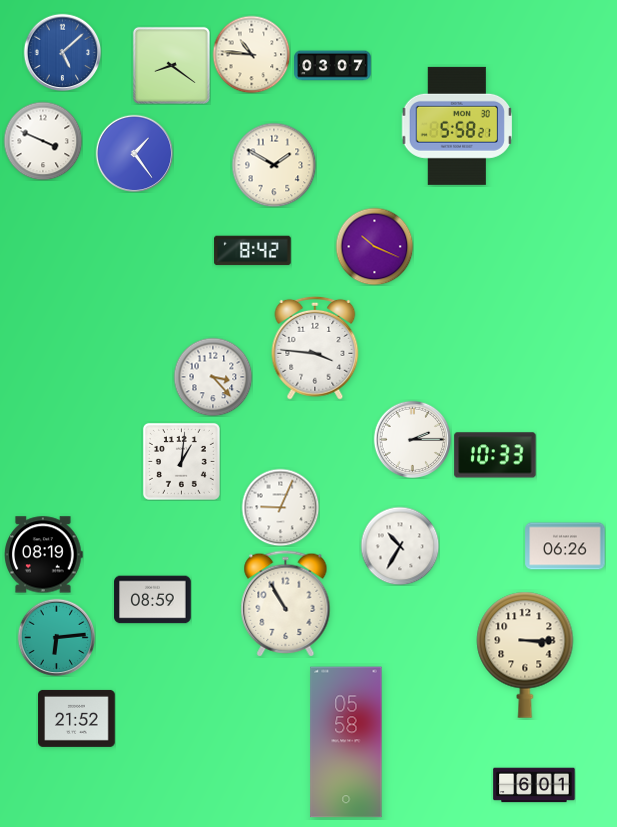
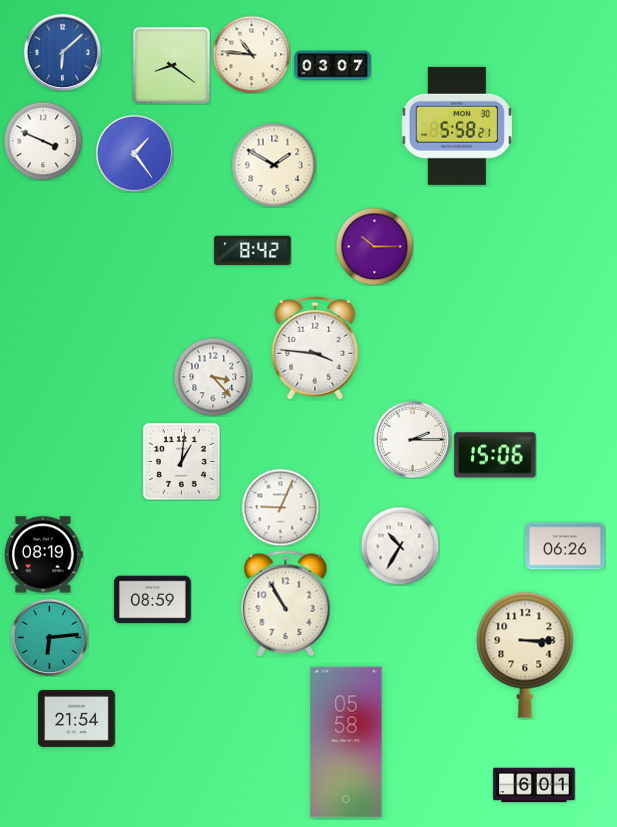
clock at (62, 52): 5:08 -> 6:08
clock at (374, 246): 10:19 -> 10:15
clock at (495, 455): 10:33 -> 15:06
clock at (56, 637) position: (56, 637) -> (49, 637)
clock at (77, 718): 21:52 -> 21:54
